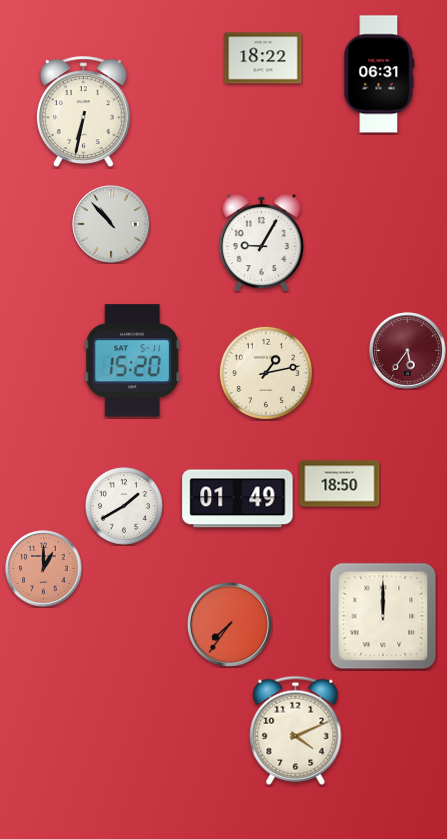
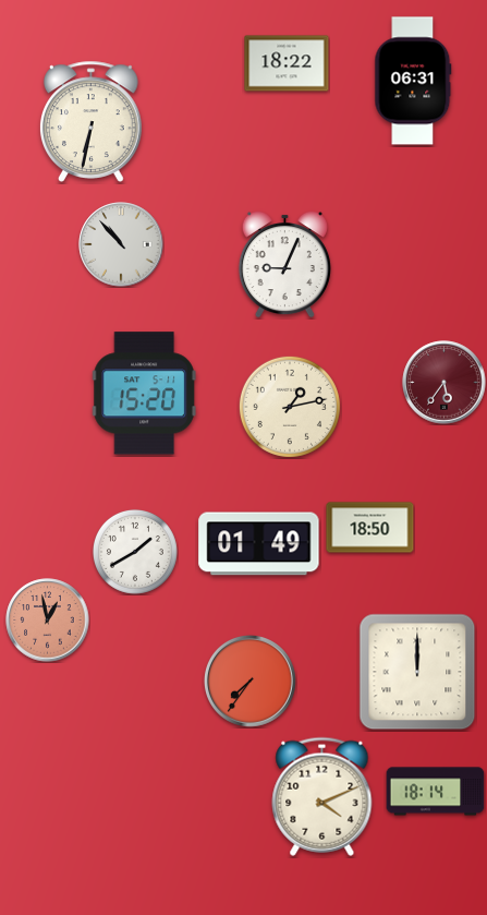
clock at (261, 242): 9:05 -> 9:04
clock at (44, 569): 1:00 -> 12:58
clock at (436, 792): none -> 18:14
